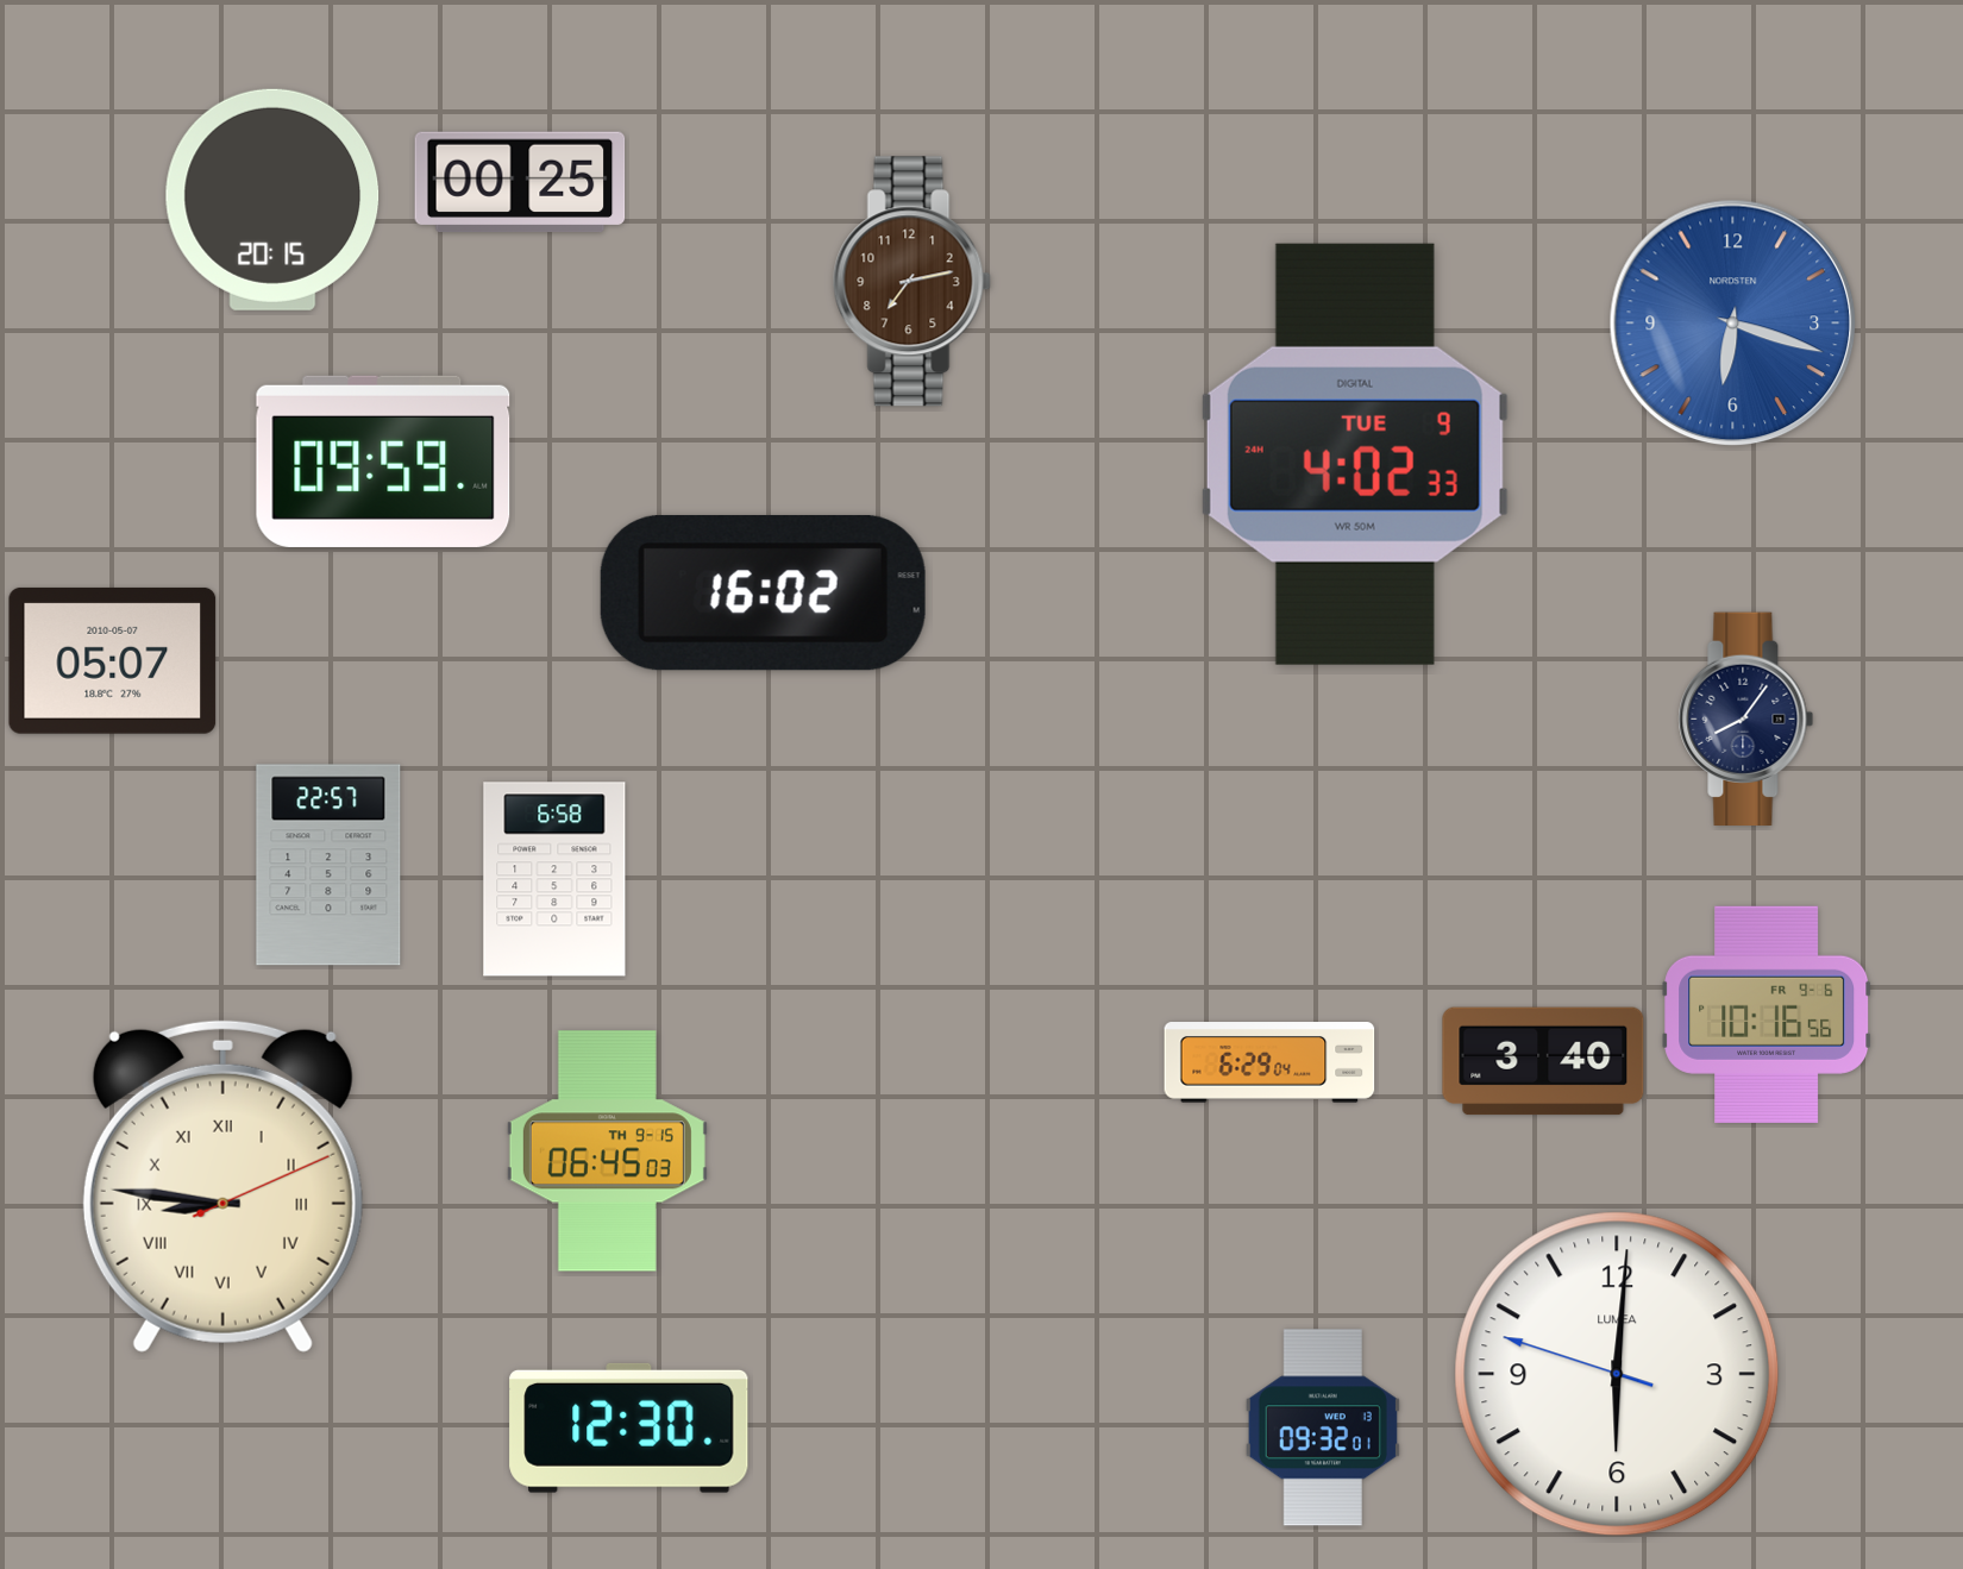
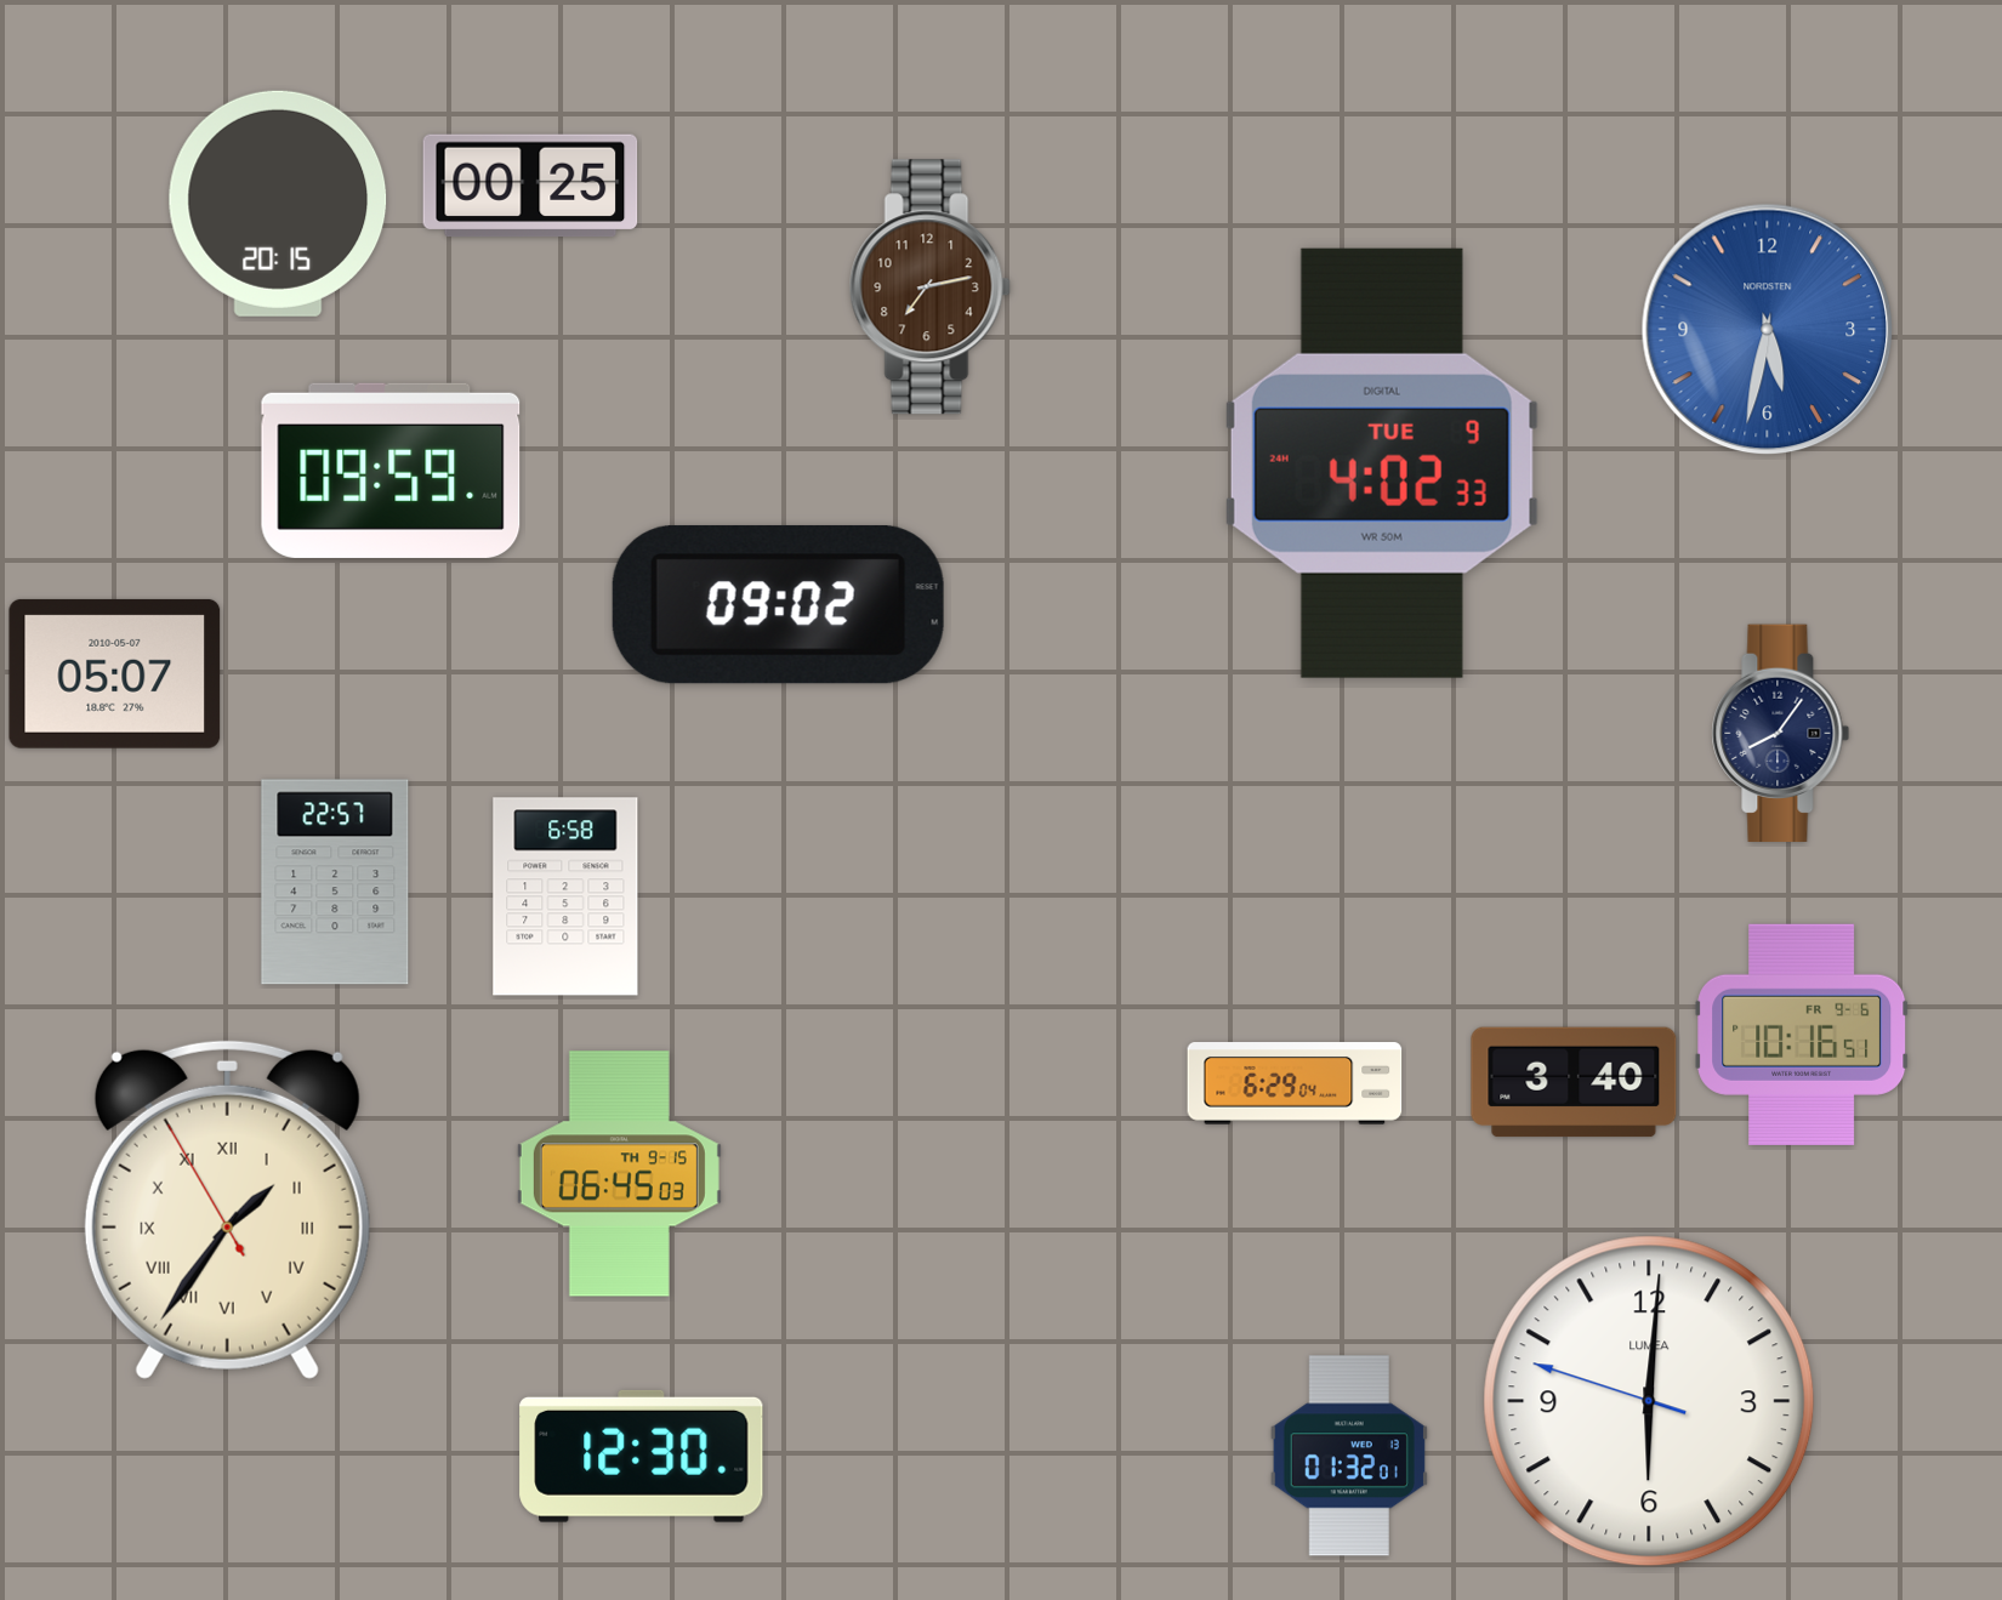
clock at (1733, 324): 6:18 -> 5:32
clock at (763, 592): 16:02 -> 09:02
clock at (1767, 1015): 10:16:56 -> 10:16:51
clock at (222, 1186): 8:46 -> 1:35
clock at (1323, 1427): 09:32 -> 01:32
